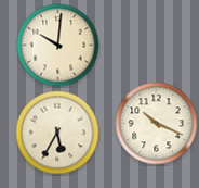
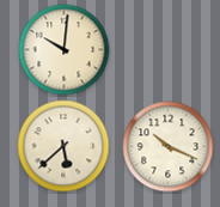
clock at (157, 124) position: (157, 124) -> (169, 147)
clock at (57, 133): 5:35 -> 5:38
